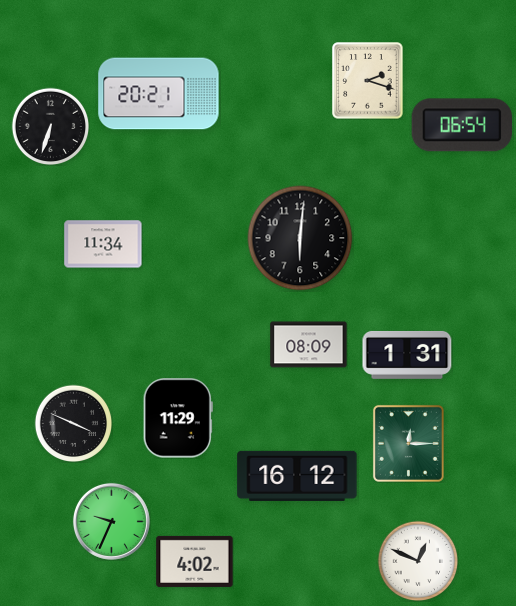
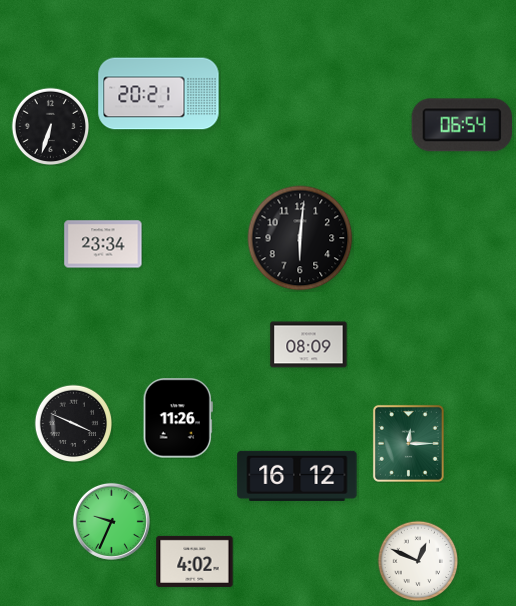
clock at (368, 81): 2:18 -> none
clock at (103, 244): 11:34 -> 23:34
clock at (407, 355): 1:31 -> none
clock at (178, 418): 11:29 -> 11:26
